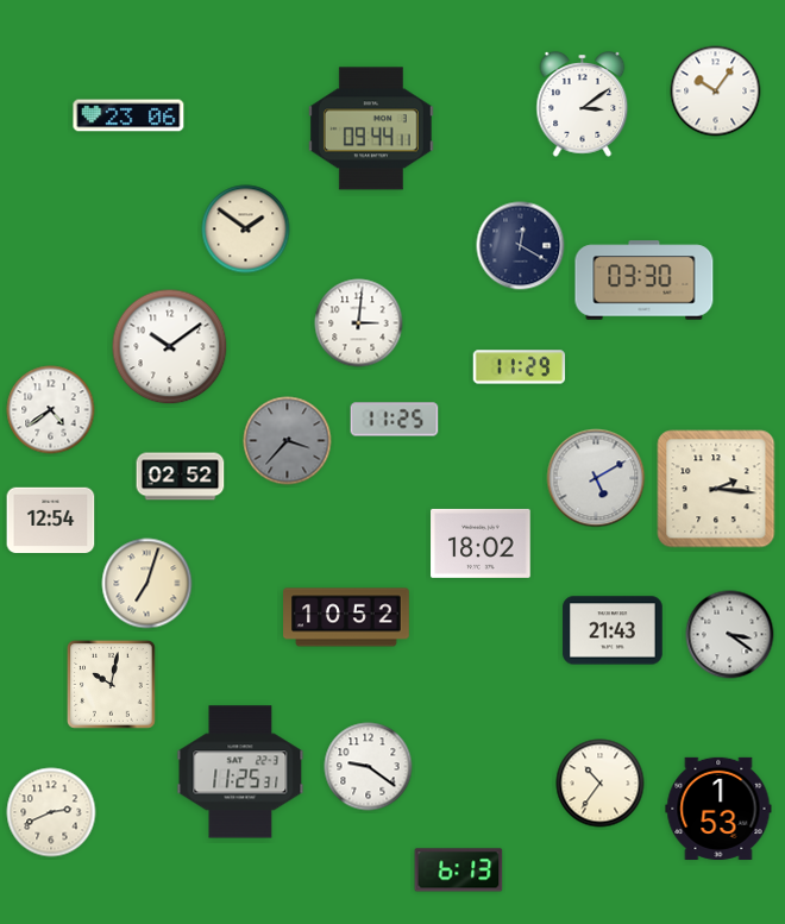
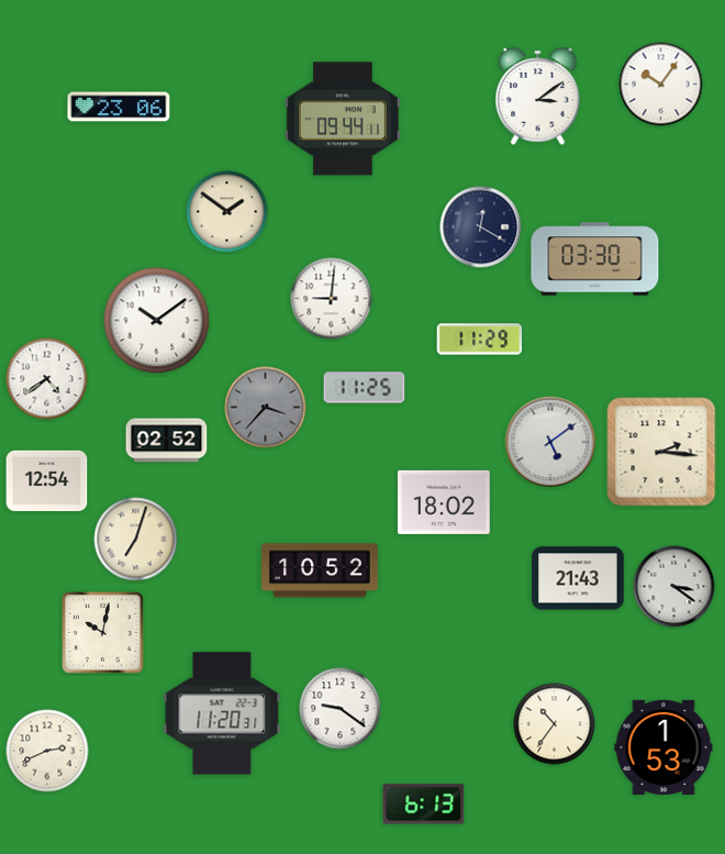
clock at (359, 323): 3:01 -> 9:01
clock at (596, 478): 5:10 -> 5:09
clock at (613, 630) position: (613, 630) -> (578, 578)
clock at (240, 772): 11:25 -> 11:20
